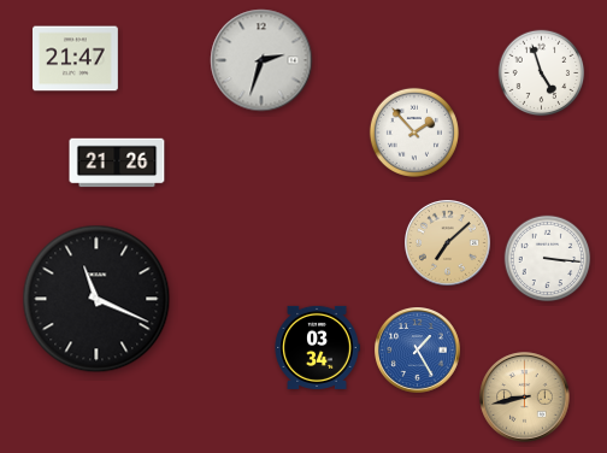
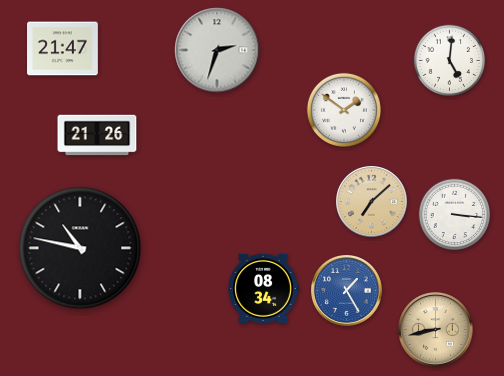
clock at (542, 73): 4:57 -> 5:01
clock at (414, 133): 1:53 -> 1:51
clock at (96, 299): 11:19 -> 10:47
clock at (317, 347): 03:34 -> 08:34
